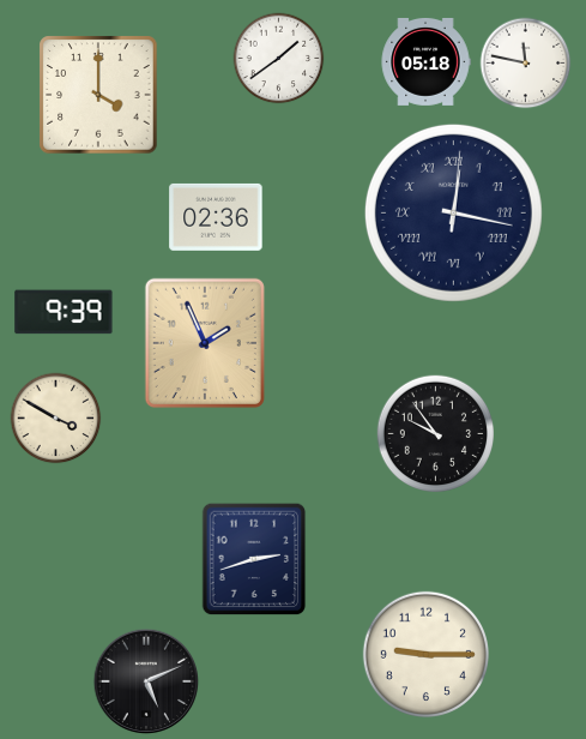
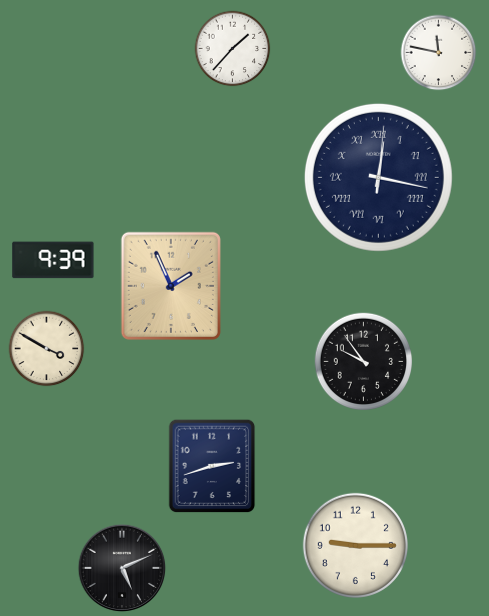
clock at (279, 59): 1:39 -> 1:37
clock at (425, 61): 05:18 -> none
clock at (98, 95): 4:00 -> none
clock at (216, 217): 02:36 -> none
